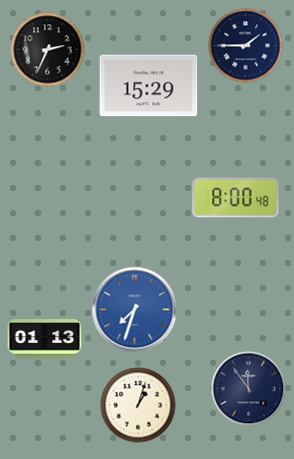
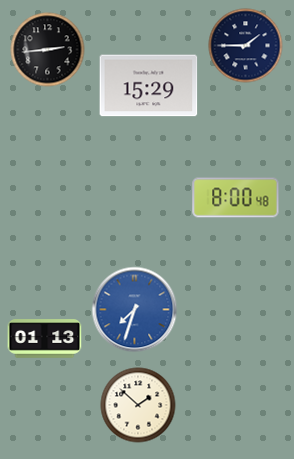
clock at (48, 50): 2:34 -> 2:44
clock at (249, 389): 11:54 -> none
clock at (138, 405): 1:03 -> 1:52
